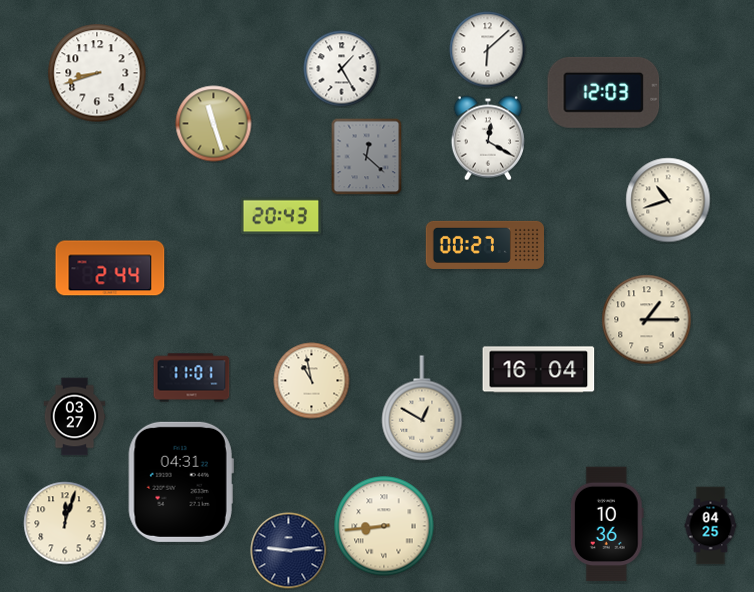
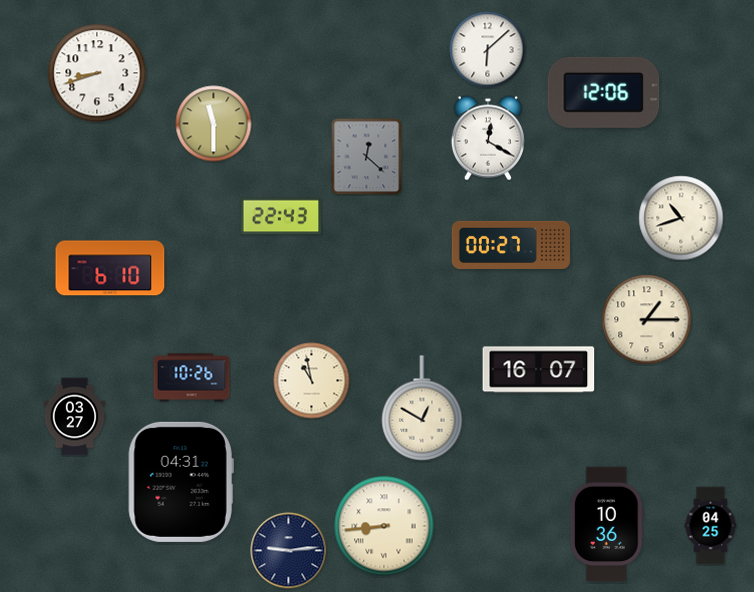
clock at (342, 69): 1:25 -> none
clock at (604, 92): 12:03 -> 12:06
clock at (214, 124): 11:27 -> 11:30
clock at (668, 200) position: (668, 200) -> (681, 218)
clock at (281, 216): 20:43 -> 22:43
clock at (484, 245) position: (484, 245) -> (510, 245)
clock at (110, 268): 2:44 -> 6:10
clock at (539, 370): 16:04 -> 16:07
clock at (192, 378): 11:01 -> 10:26
clock at (65, 523): 12:03 -> none
